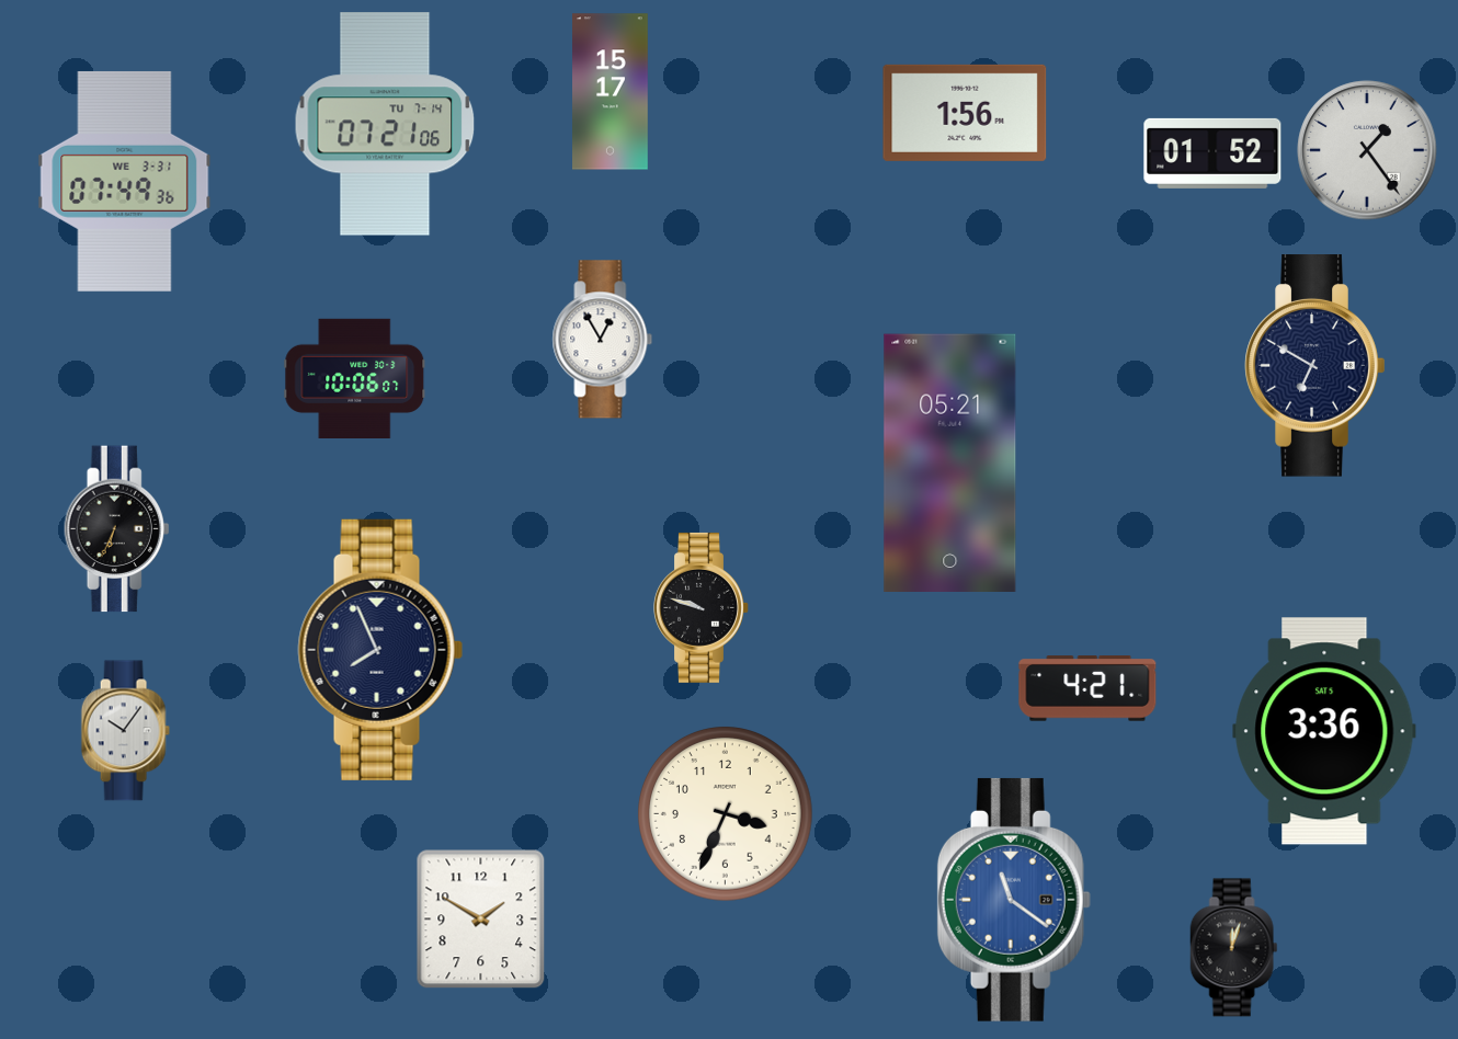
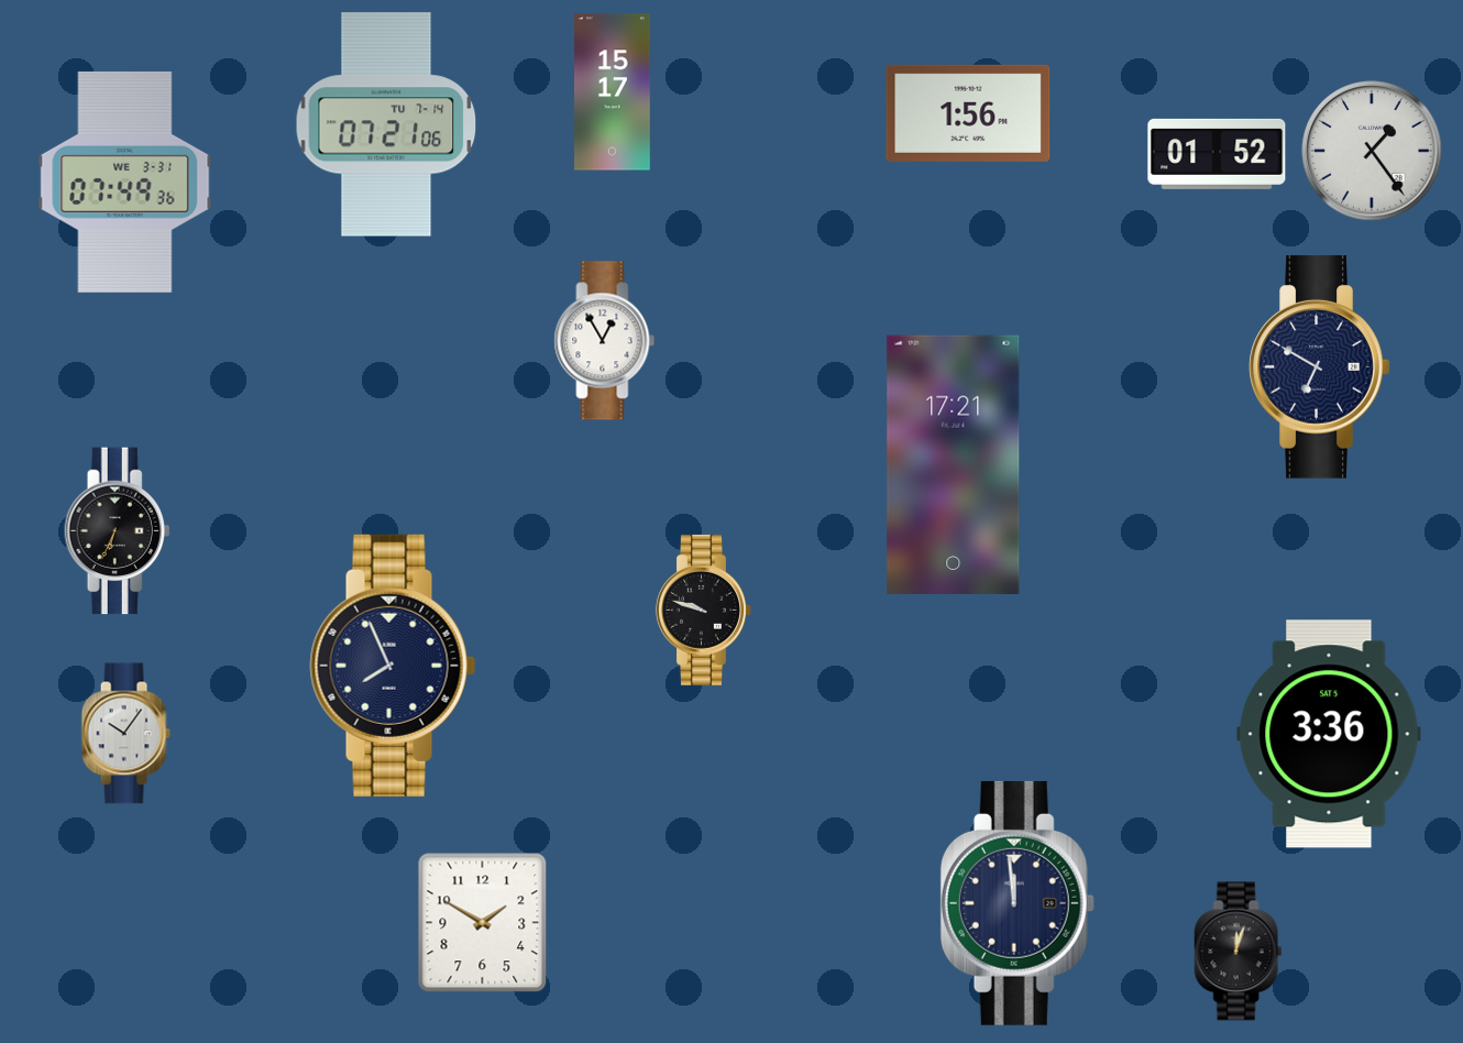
clock at (355, 378): 10:06 -> none
clock at (950, 463): 05:21 -> 17:21
clock at (380, 650) position: (380, 650) -> (393, 666)
clock at (1087, 688): 4:21 -> none
clock at (726, 814): 3:34 -> none
clock at (1014, 900): 11:21 -> 11:59
clock at (1014, 900) dial: blue -> navy
